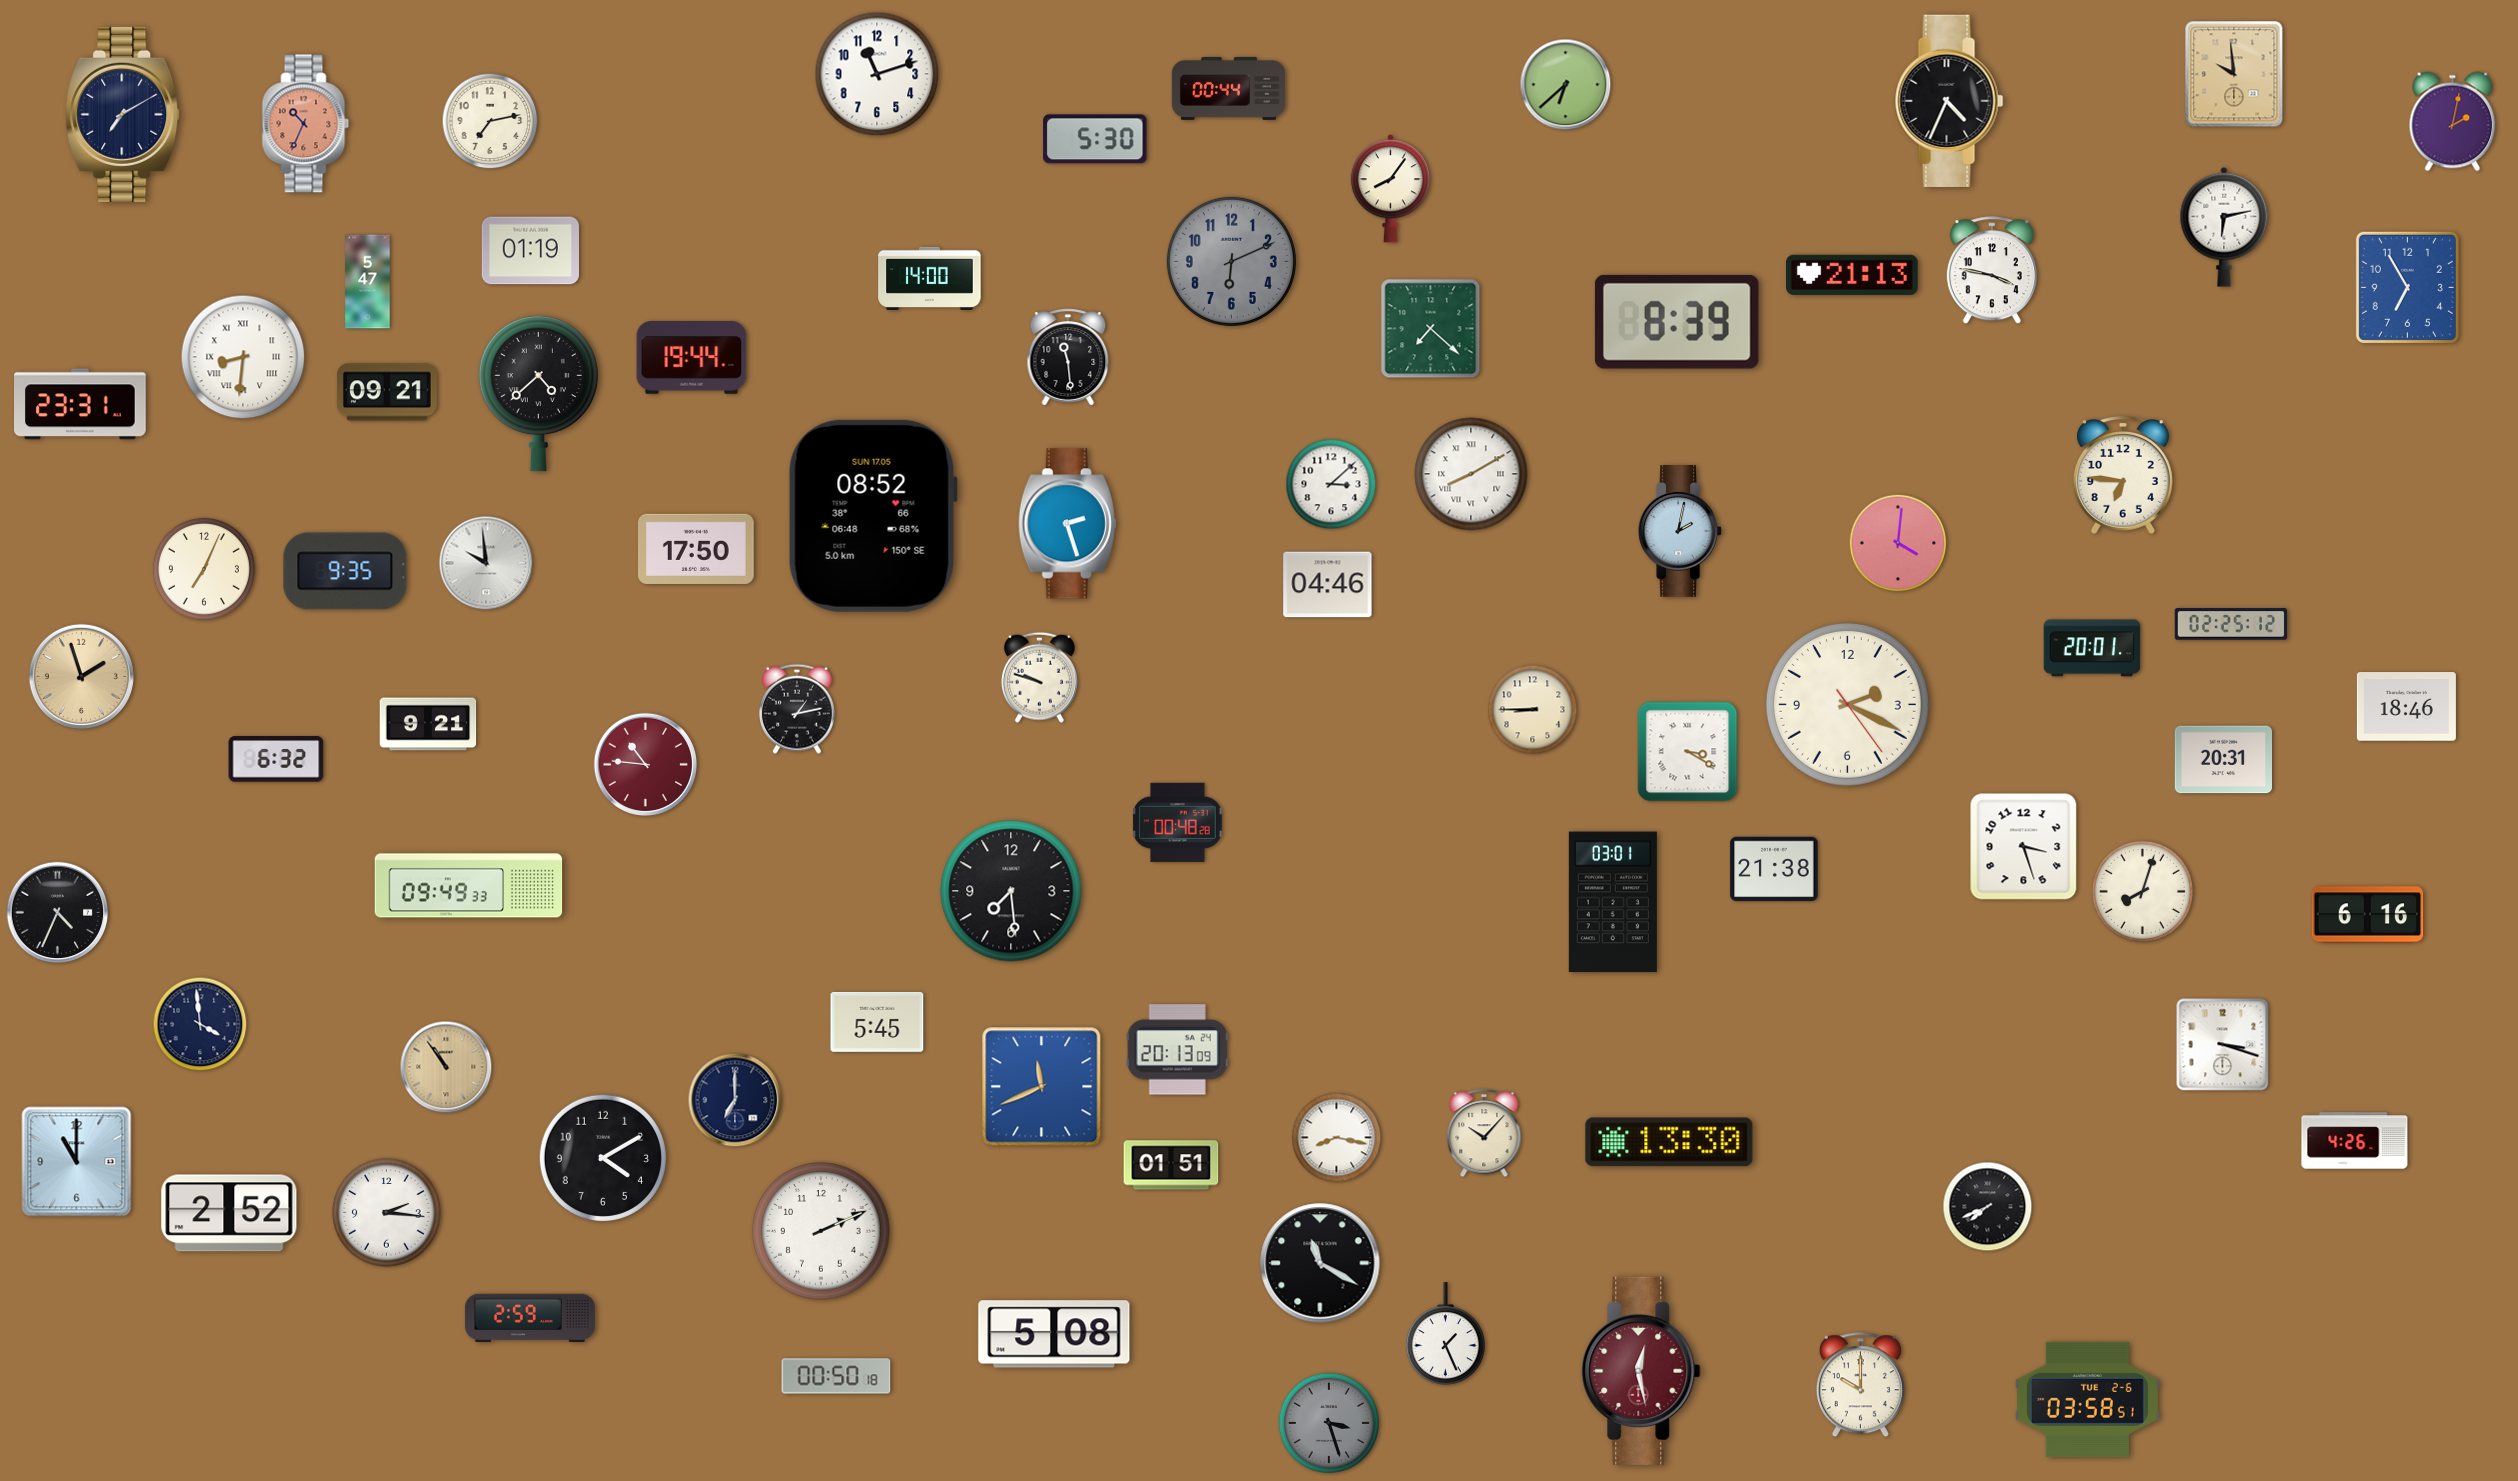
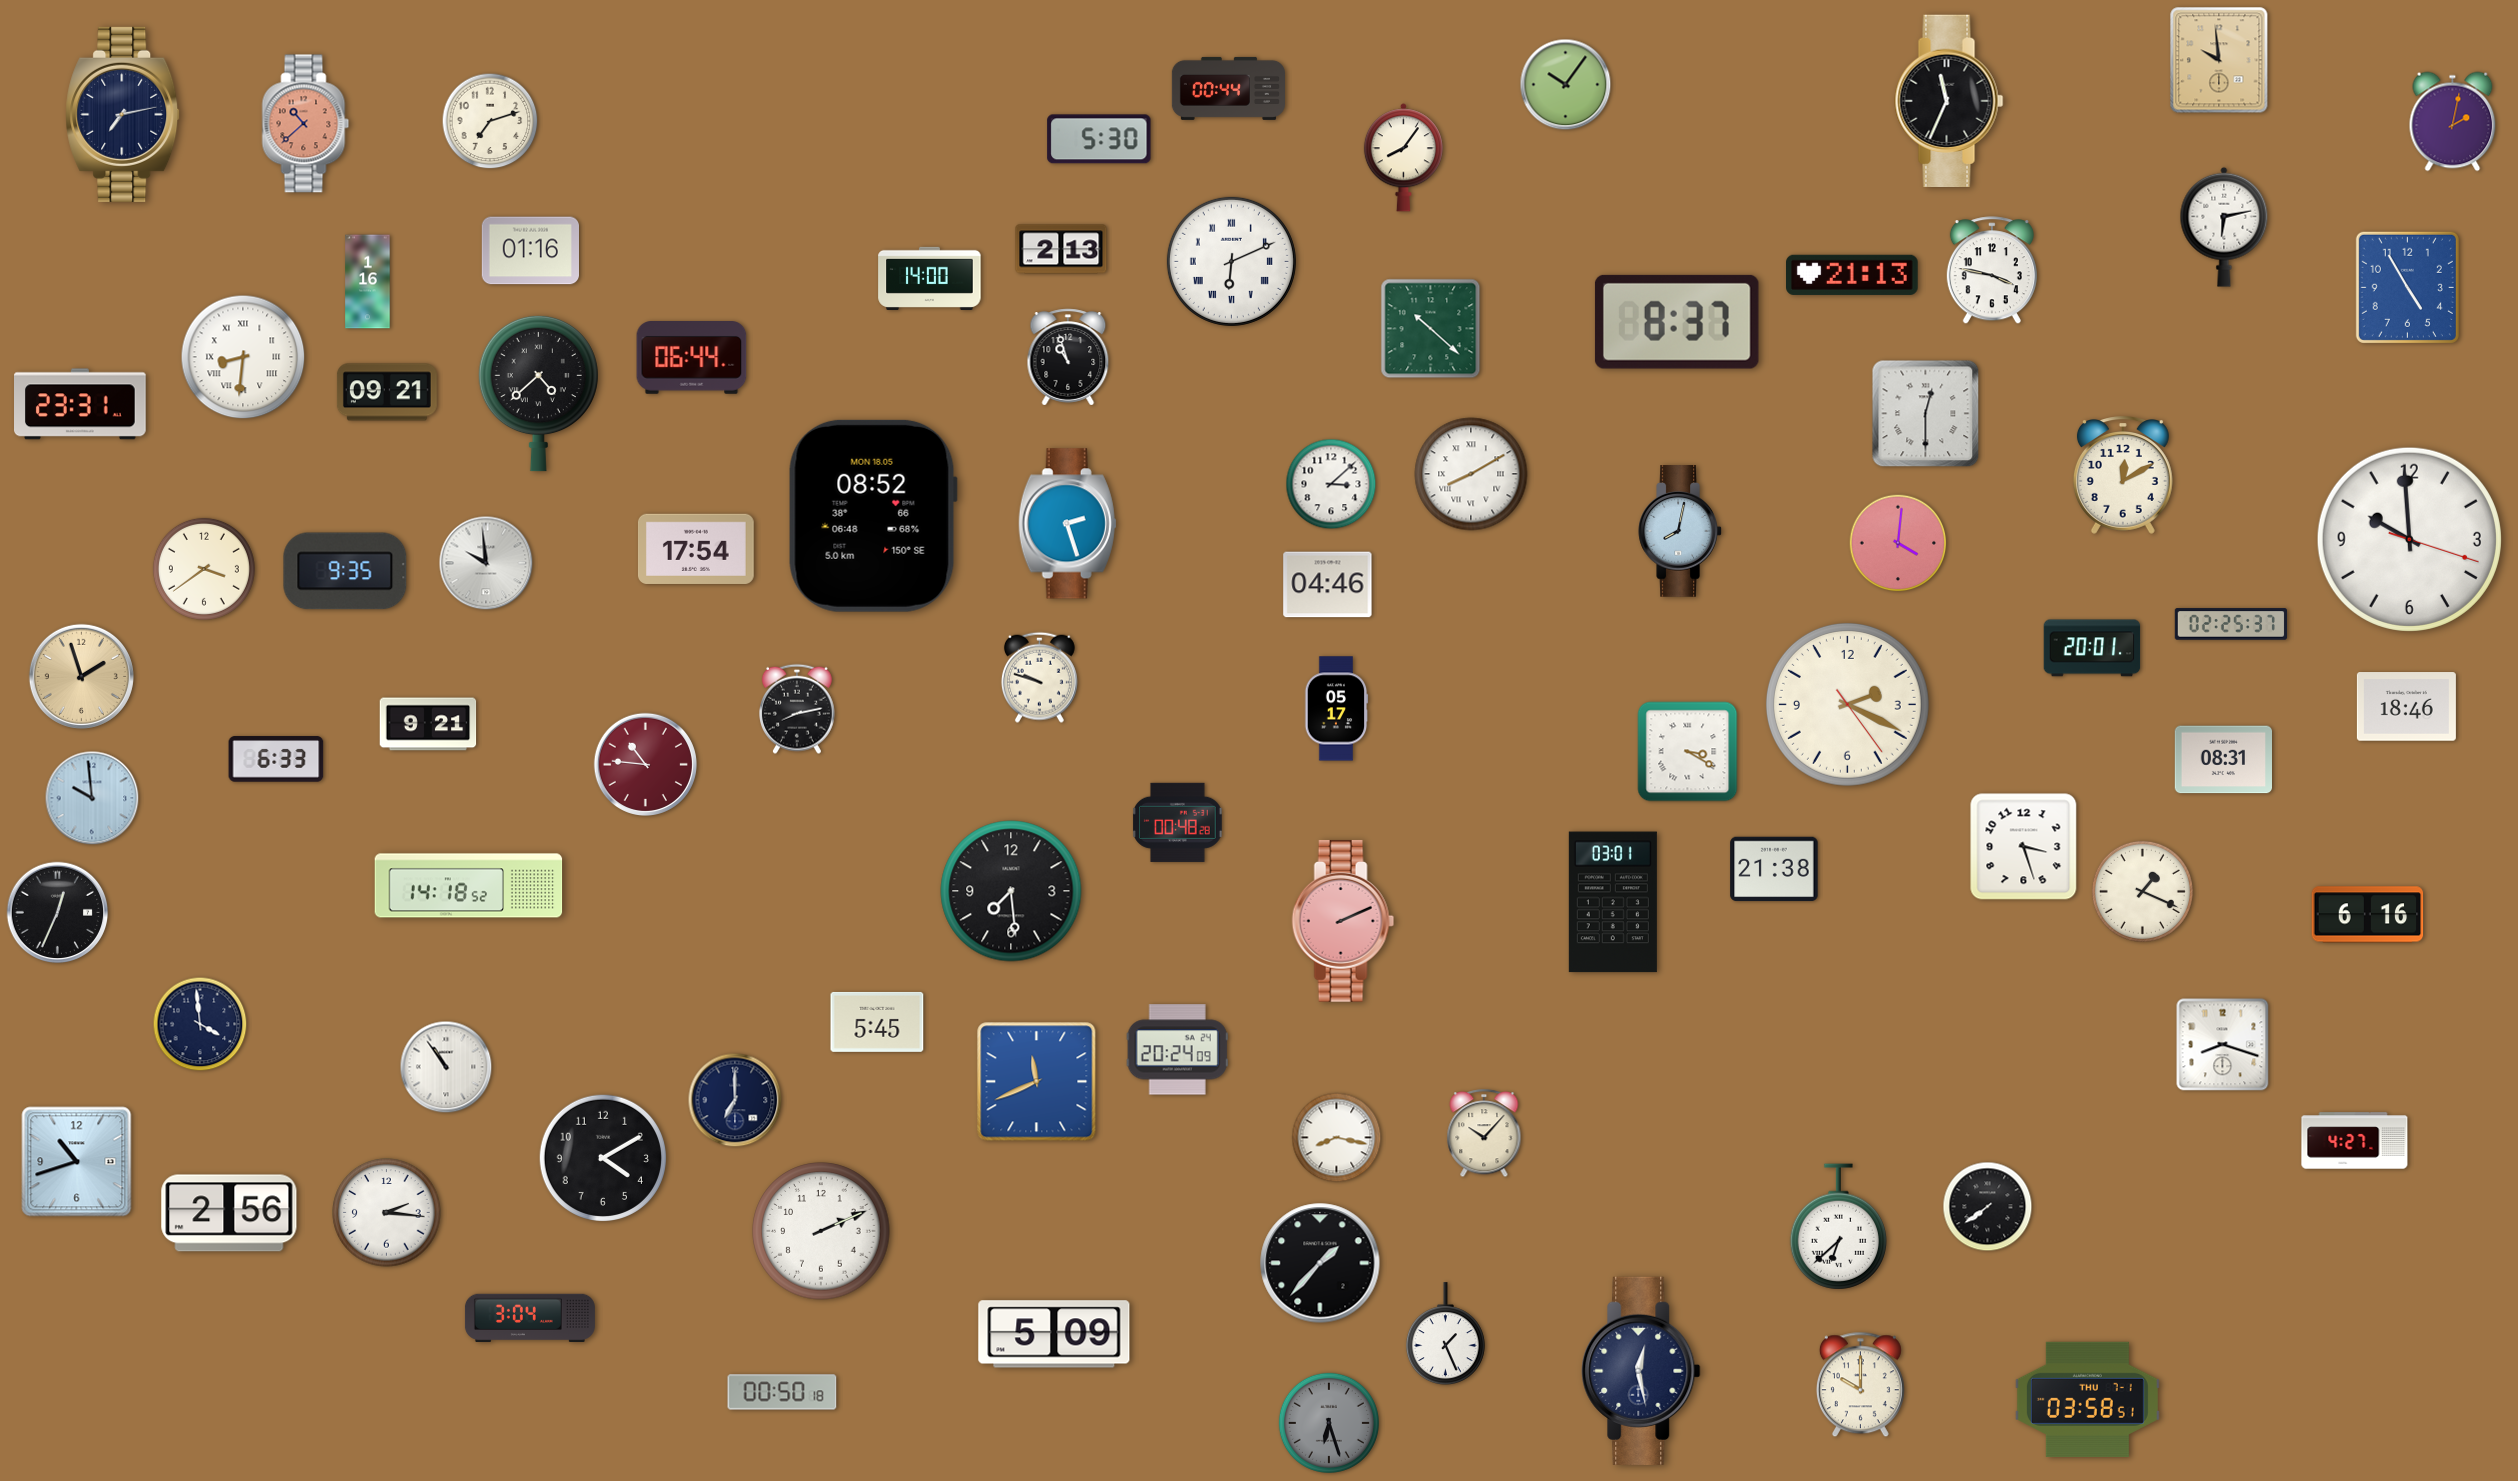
clock at (877, 74): 11:12 -> none
clock at (2234, 74) position: (2234, 74) -> (2219, 60)
clock at (1566, 85): 6:38 -> 10:06
clock at (1949, 100): 4:34 -> 11:34
clock at (123, 114): 7:10 -> 7:13
clock at (490, 121): 7:13 -> 7:12
clock at (306, 124): 10:34 -> 10:38
clock at (1095, 139) position: (1095, 139) -> (1099, 139)
clock at (1390, 189) position: (1390, 189) -> (1403, 158)
clock at (1061, 249): none -> 2:13
clock at (530, 251): 01:19 -> 01:16
clock at (1231, 261) dial: grey -> white
clock at (1231, 261) numerals: Arabic -> Roman
clock at (368, 282): 5:47 -> 1:16
clock at (2407, 287): 6:55 -> 4:55
clock at (1677, 322): 8:39 -> 8:37
clock at (1431, 329): 7:22 -> 10:22
clock at (1068, 357): 11:29 -> 10:57
clock at (692, 358): 19:44 -> 06:44
clock at (1926, 414): none -> 12:30
clock at (2123, 475): 6:46 -> 12:10
clock at (873, 516) date: SUN 17.05 -> MON 18.05
clock at (1680, 531): 2:02 -> 8:02
clock at (2409, 539): none -> 9:59
clock at (696, 549): 17:50 -> 17:54
clock at (204, 569): 7:04 -> 3:39
clock at (2231, 624): 02:25:12 -> 02:25:37
clock at (798, 709): 1:13 -> 8:13
clock at (1336, 709): none -> 05:17
clock at (1533, 710): 8:45 -> none
clock at (276, 759): 6:32 -> 6:33
clock at (2223, 760): 20:31 -> 08:31
clock at (92, 798): none -> 9:59
clock at (469, 886): 09:49 -> 14:18
clock at (2142, 891): 8:03 -> 1:19
clock at (58, 913): 4:34 -> 12:34
clock at (1343, 921): none -> 2:11
clock at (2223, 1045): 3:18 -> 8:18
clock at (1177, 1050): 20:13 -> 20:24
clock at (446, 1067) dial: champagne -> white
clock at (1042, 1087) position: (1042, 1087) -> (1037, 1082)
clock at (2355, 1141): 4:26 -> 4:27
clock at (1669, 1142): 13:30 -> none
clock at (77, 1162): 11:00 -> 10:42
clock at (1171, 1165): 01:51 -> none
clock at (1988, 1207): 7:41 -> 7:39
clock at (229, 1213): 2:52 -> 2:56
clock at (1838, 1227): none -> 6:38
clock at (1320, 1263): 11:20 -> 1:37
clock at (530, 1317): 2:59 -> 3:04
clock at (1054, 1334): 5:08 -> 5:09
clock at (1641, 1371) dial: burgundy -> navy
clock at (836, 1376) position: (836, 1376) -> (782, 1392)
clock at (2087, 1399) date: TUE 2-6 -> THU 7-1
clock at (1329, 1423): 3:27 -> 6:27
